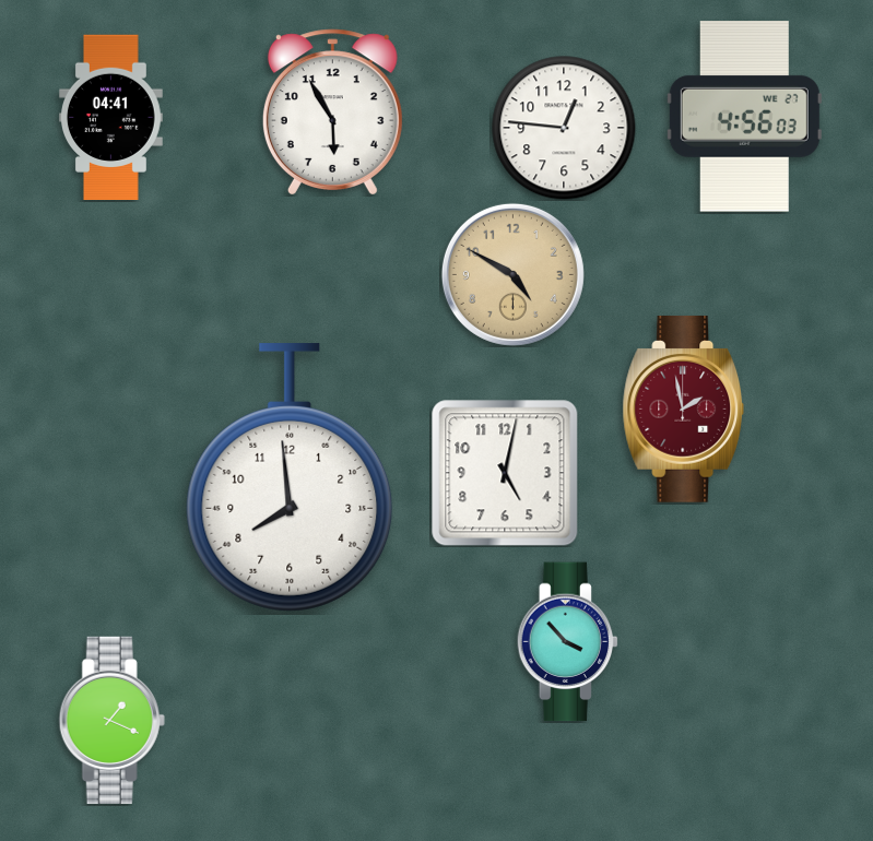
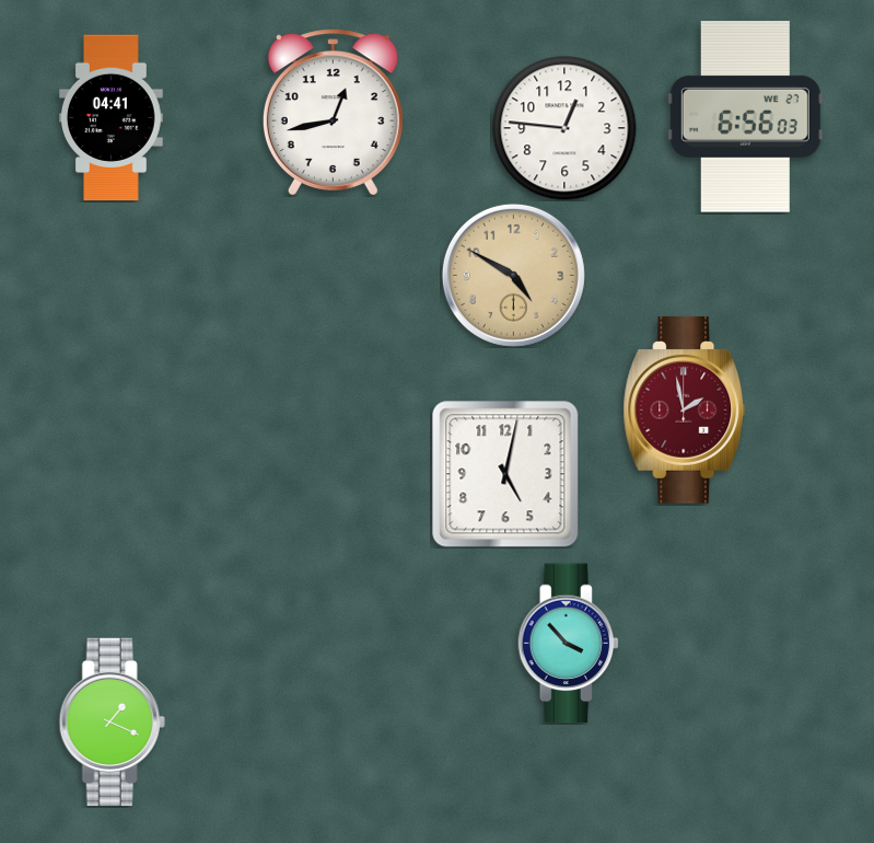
clock at (332, 112): 5:55 -> 12:43
clock at (744, 117): 4:56 -> 6:56
clock at (290, 477): 7:59 -> none
